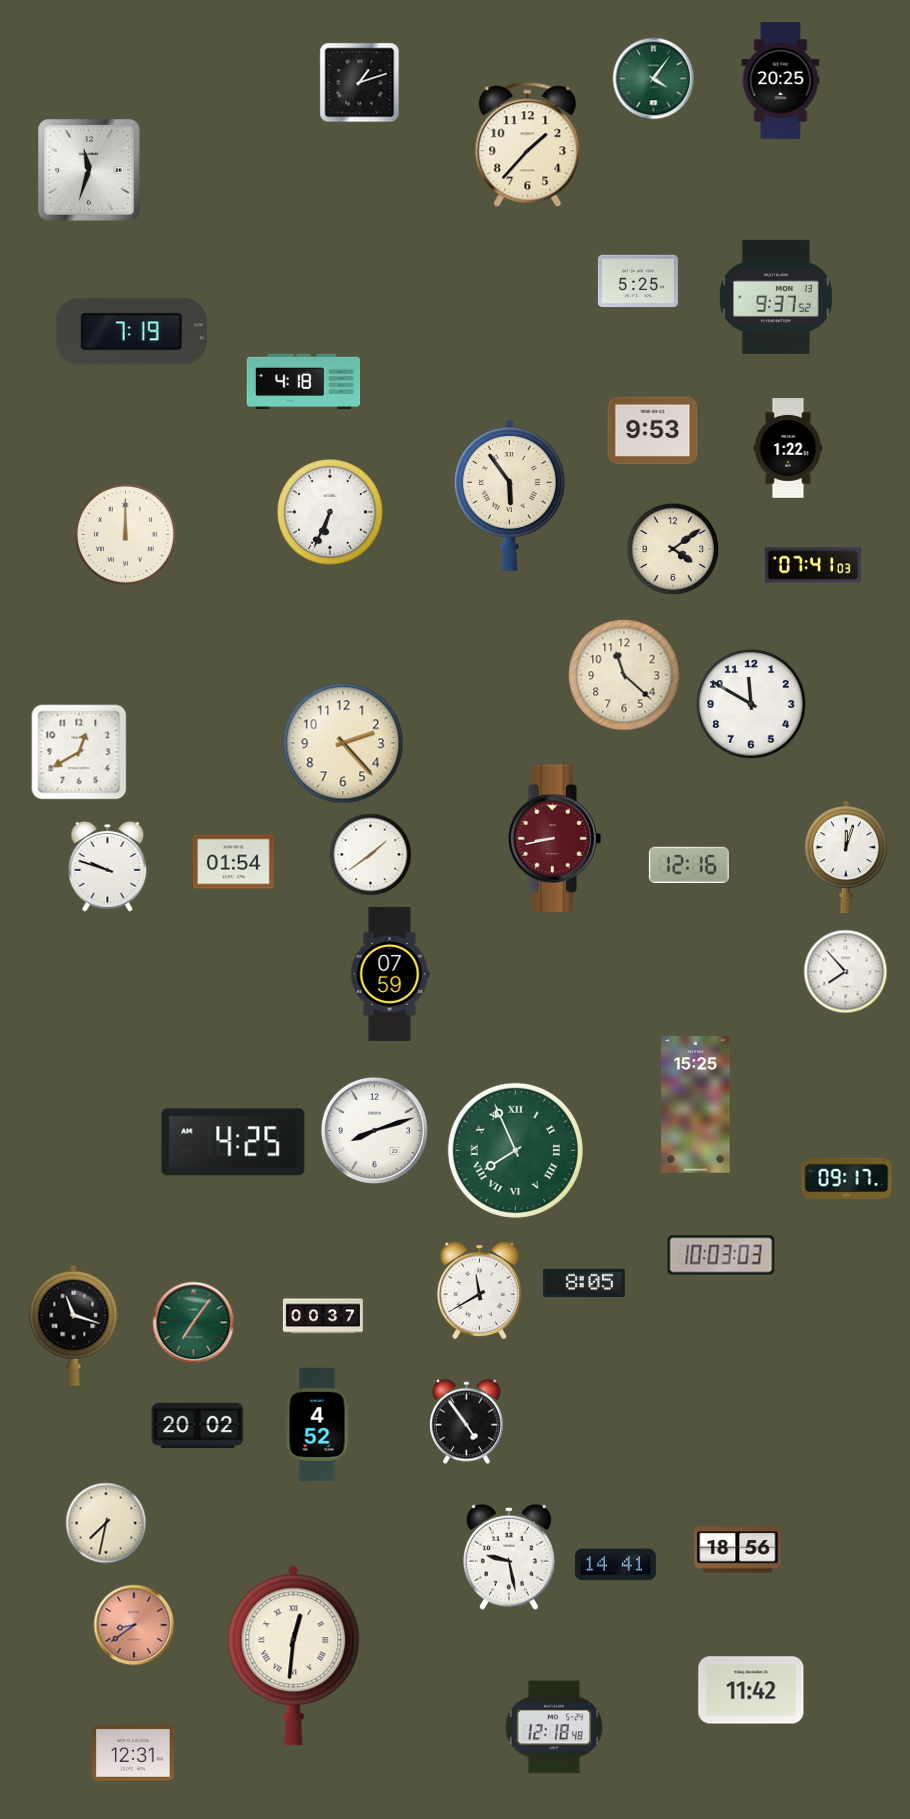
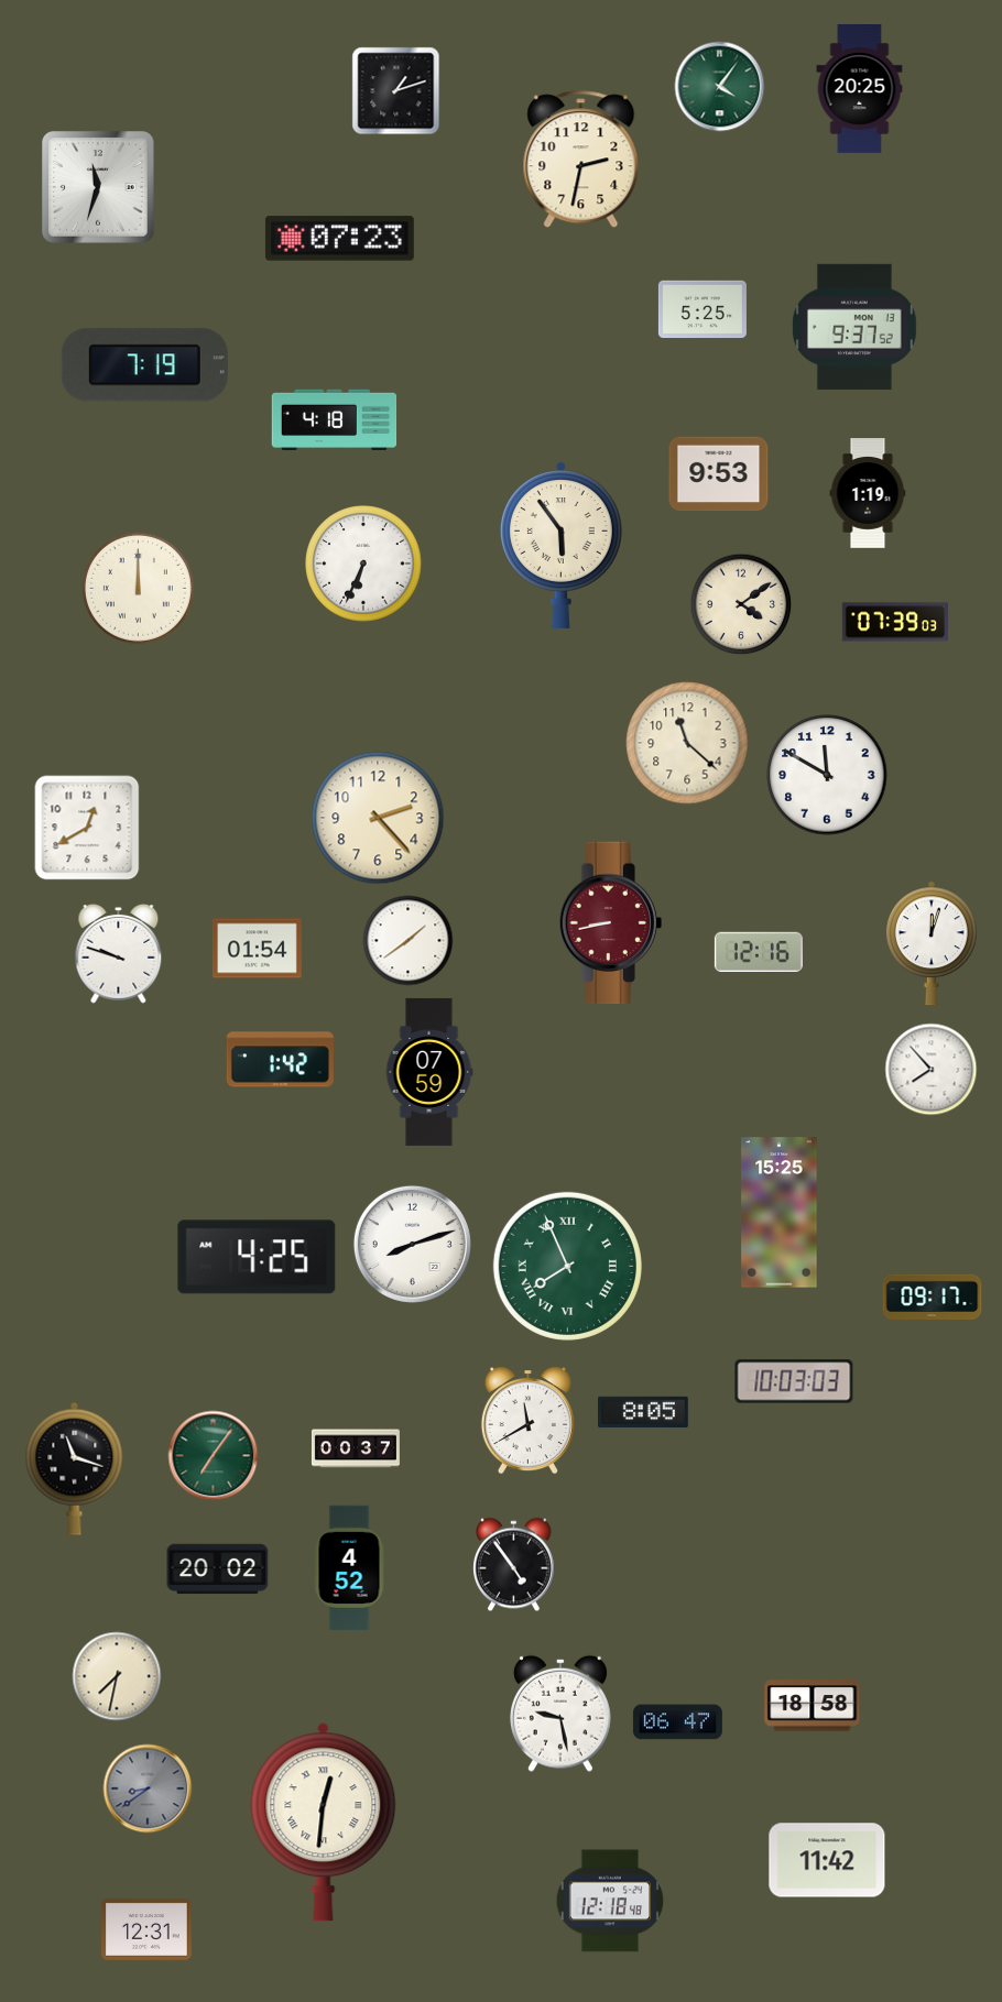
clock at (528, 145): 1:37 -> 2:32
clock at (339, 239): none -> 07:23
clock at (788, 448): 1:22 -> 1:19
clock at (812, 565): 07:41 -> 07:39
clock at (280, 1060): none -> 1:42
clock at (696, 1105) position: (696, 1105) -> (780, 1213)
clock at (74, 1325) position: (74, 1325) -> (75, 1468)
clock at (738, 1550): 18:56 -> 18:58
clock at (615, 1565): 14:41 -> 06:47
clock at (134, 1625) dial: salmon -> grey
